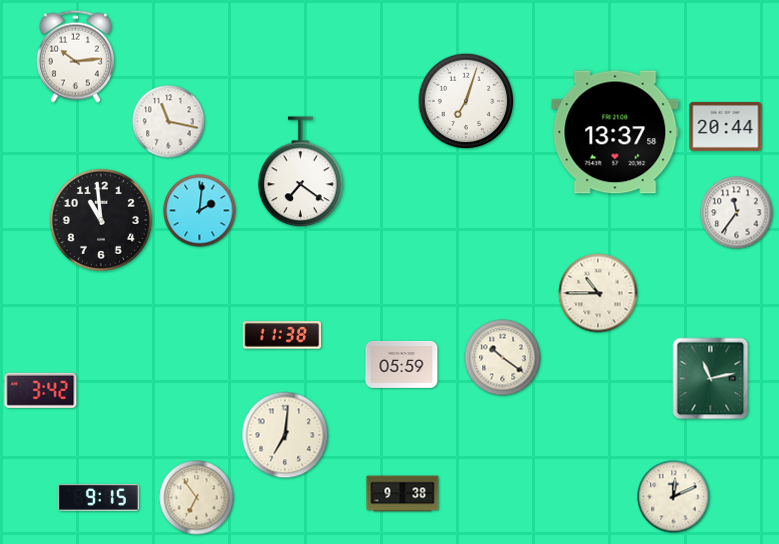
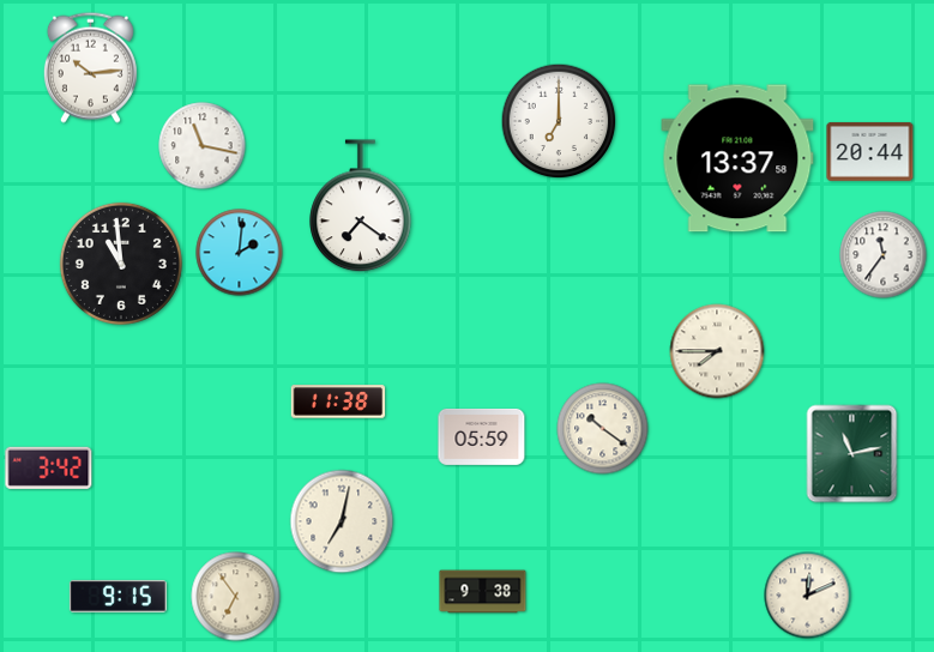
clock at (466, 101): 7:03 -> 7:00
clock at (598, 293): 10:45 -> 7:45
clock at (285, 435): 7:01 -> 7:02
